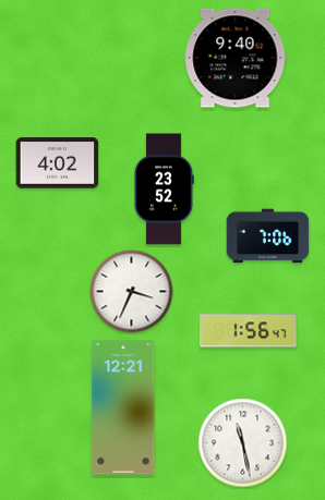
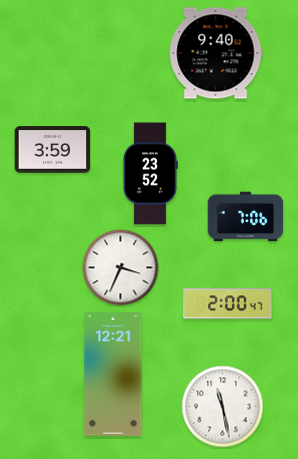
clock at (58, 163): 4:02 -> 3:59
clock at (249, 331): 1:56 -> 2:00
